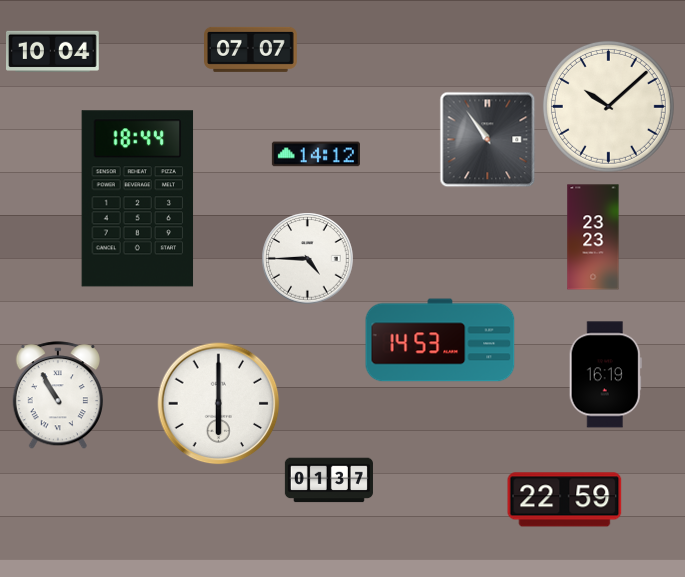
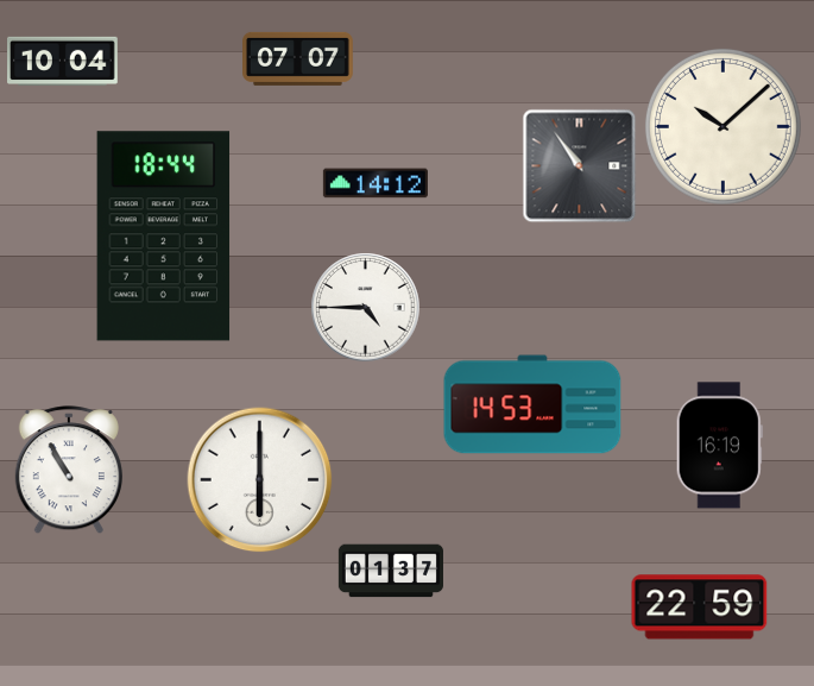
clock at (593, 237): 23:23 -> none
clock at (440, 340) position: (440, 340) -> (532, 404)
clock at (565, 500) position: (565, 500) -> (700, 608)
